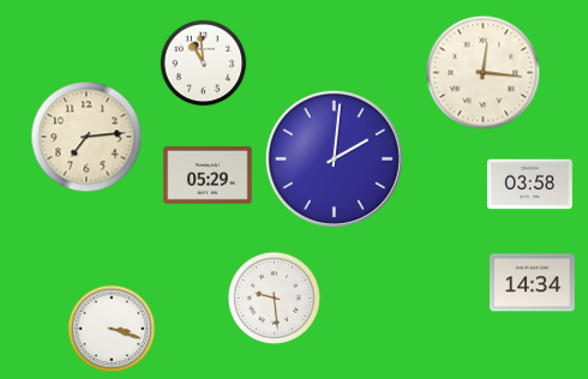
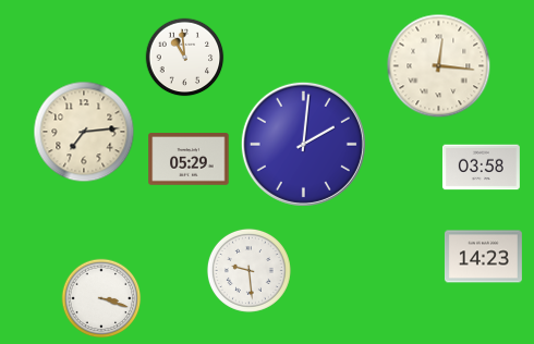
clock at (86, 137) position: (86, 137) -> (84, 132)
clock at (532, 283): 14:34 -> 14:23
